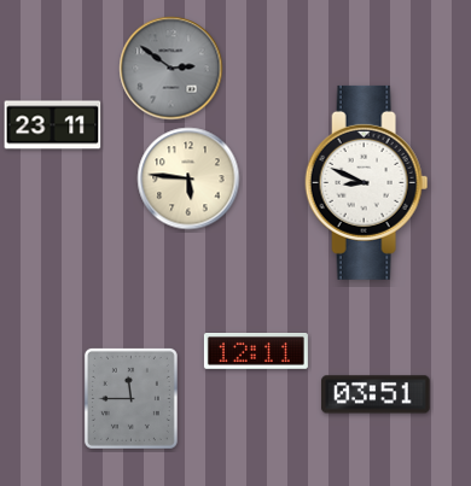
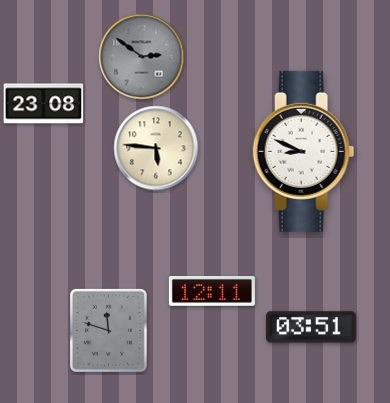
clock at (53, 125): 23:11 -> 23:08
clock at (130, 398): 11:45 -> 11:48
